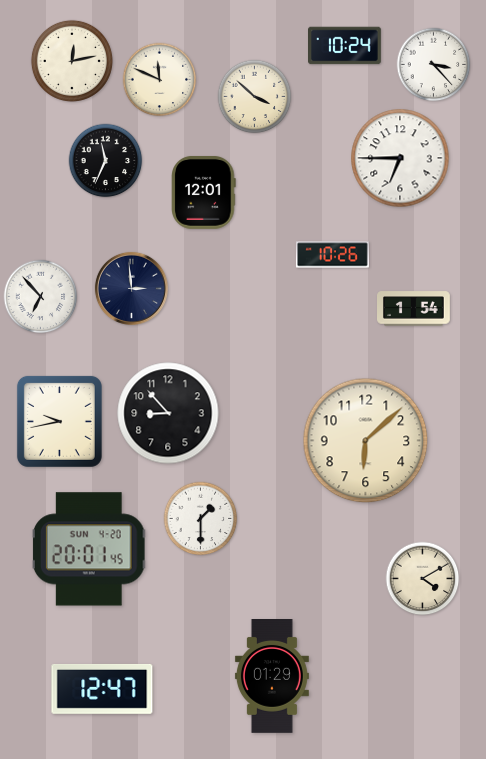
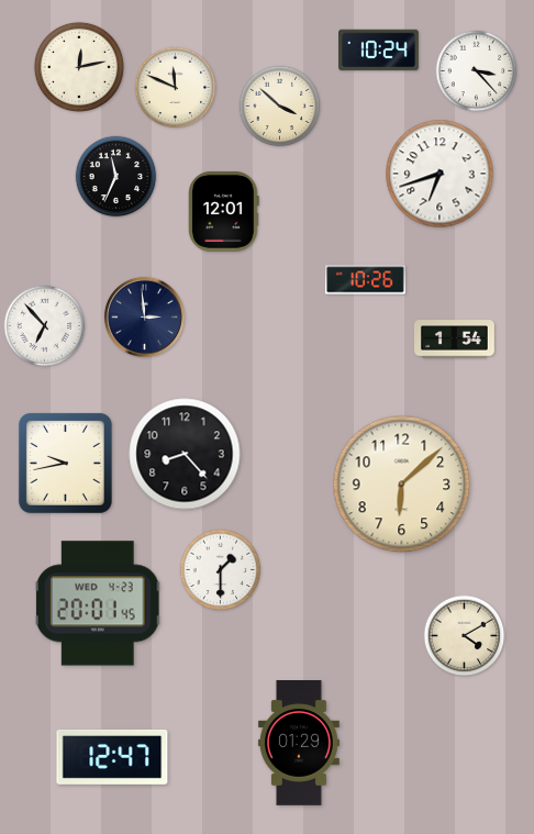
clock at (400, 158): 6:45 -> 6:42
clock at (168, 413): 8:53 -> 8:23
clock at (89, 549) date: SUN 4-20 -> WED 4-23
